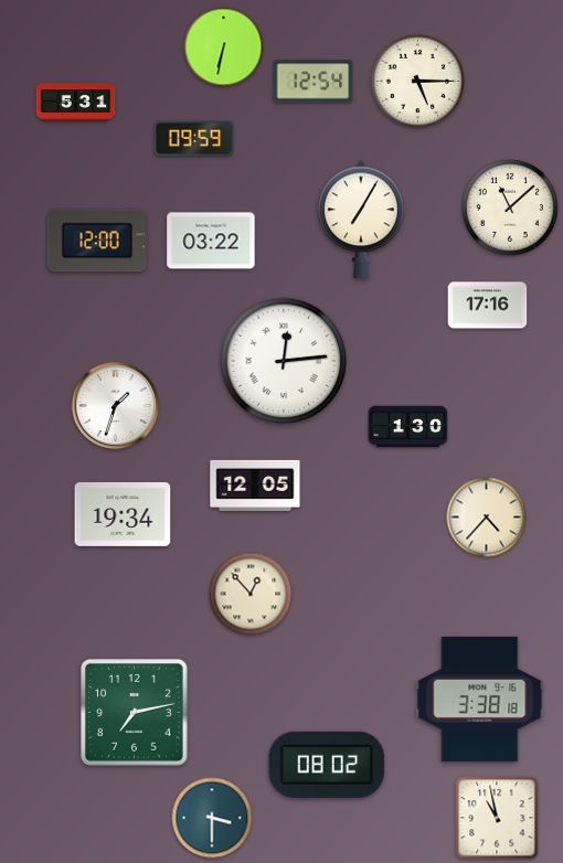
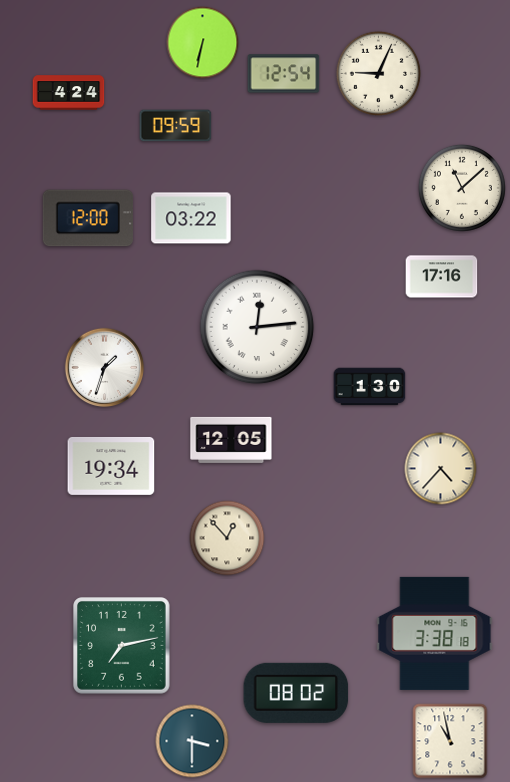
clock at (417, 81): 5:15 -> 9:04
clock at (76, 103): 5:31 -> 4:24
clock at (361, 220): 7:05 -> none
